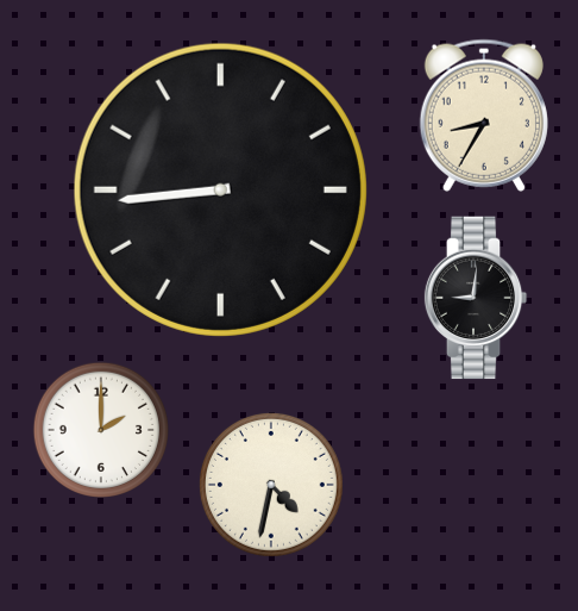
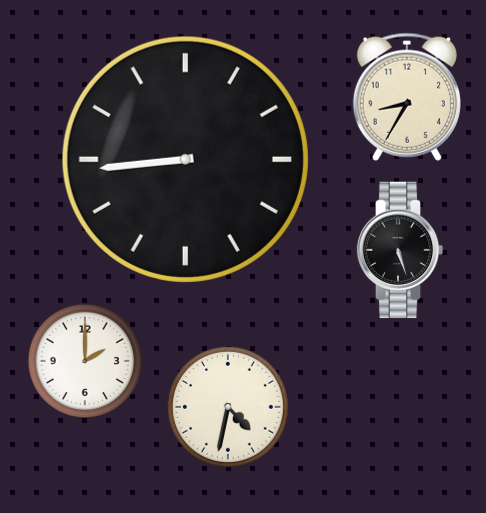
clock at (476, 298): 9:01 -> 5:27
